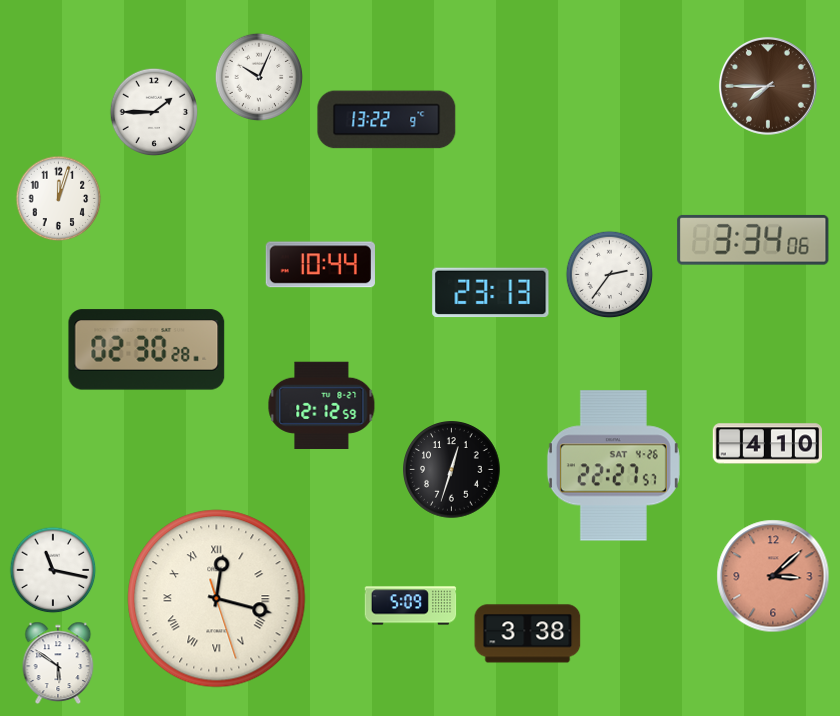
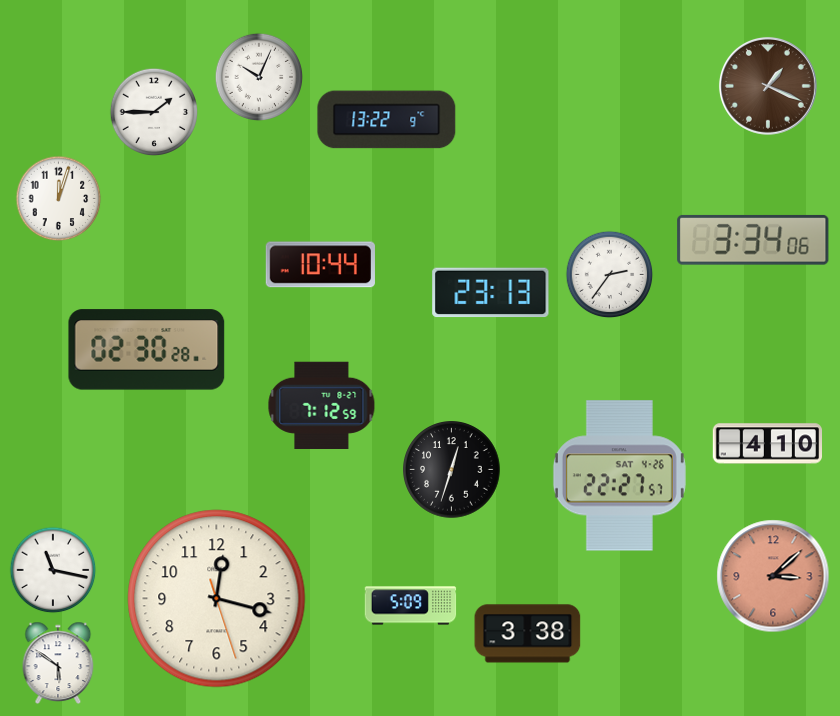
clock at (768, 86): 7:45 -> 1:19
clock at (322, 405): 12:12 -> 7:12
clock at (613, 466) position: (613, 466) -> (619, 476)
clock at (217, 599) numerals: Roman -> Arabic
